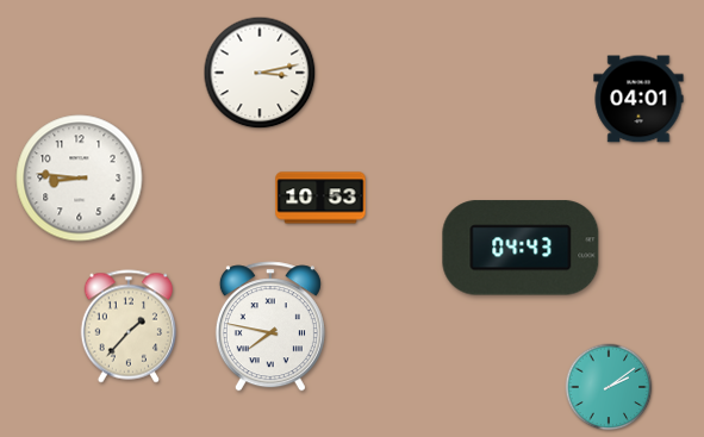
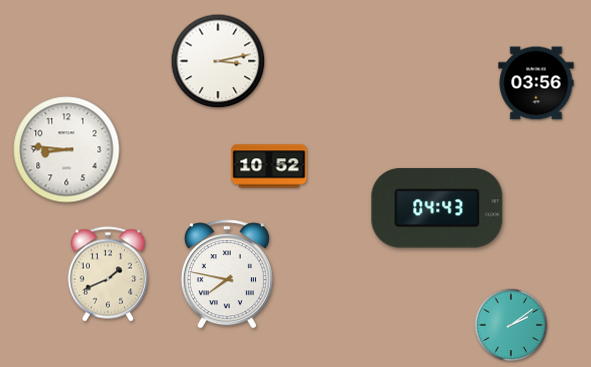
clock at (638, 99): 04:01 -> 03:56
clock at (320, 198): 10:53 -> 10:52
clock at (127, 326): 1:37 -> 1:41
